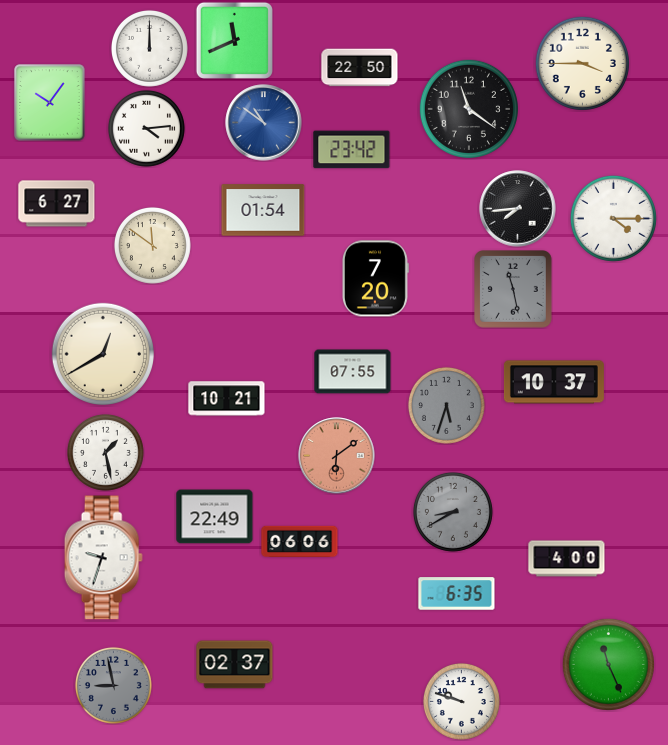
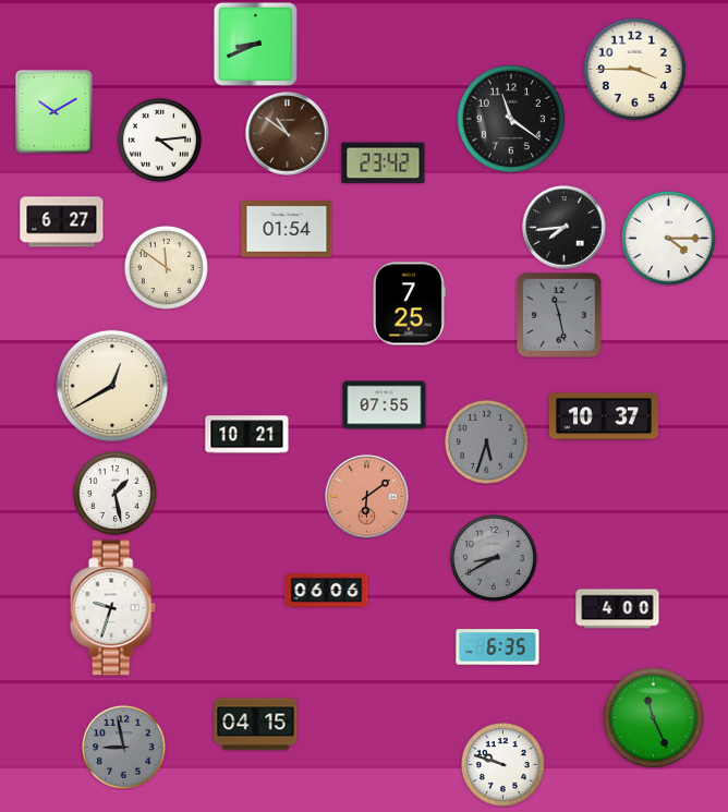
clock at (234, 40): 11:41 -> 8:41
clock at (149, 48): 12:00 -> none
clock at (360, 68): 22:50 -> none
clock at (50, 103): 10:06 -> 10:10
clock at (264, 123) dial: blue -> brown
clock at (375, 279): 7:20 -> 7:25
clock at (215, 517): 22:49 -> none
clock at (608, 664) position: (608, 664) -> (653, 717)
clock at (235, 665): 02:37 -> 04:15
